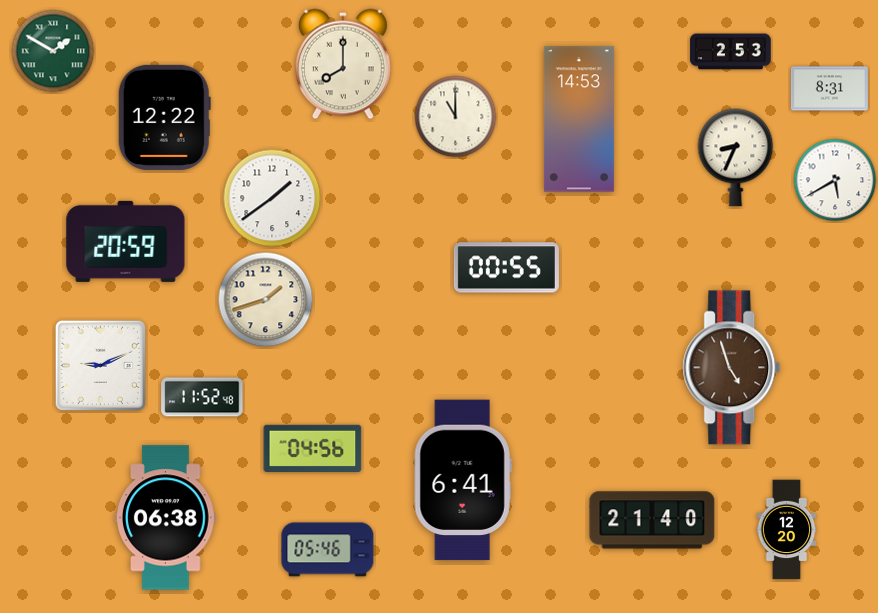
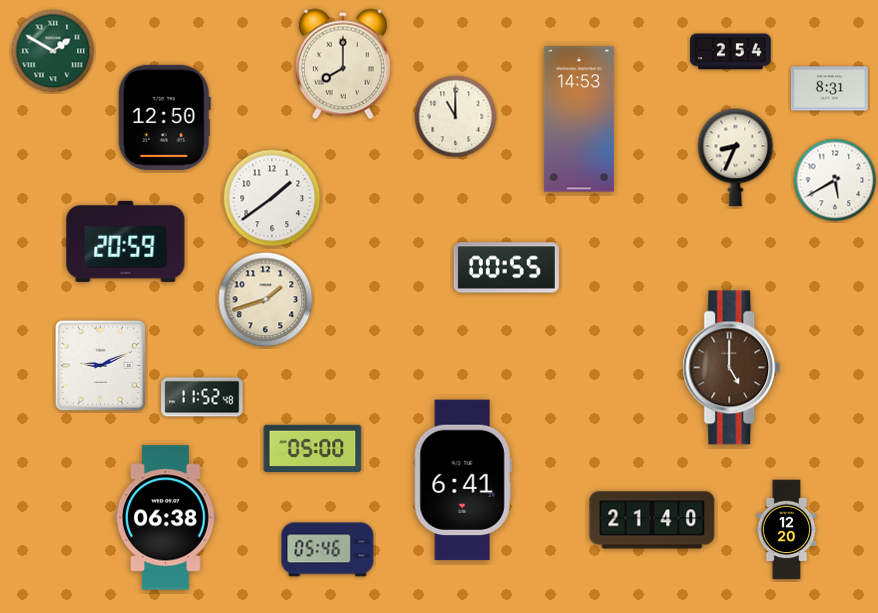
clock at (731, 52): 2:53 -> 2:54
clock at (164, 117): 12:22 -> 12:50
clock at (732, 368): 4:57 -> 5:00
clock at (313, 448): 04:56 -> 05:00
